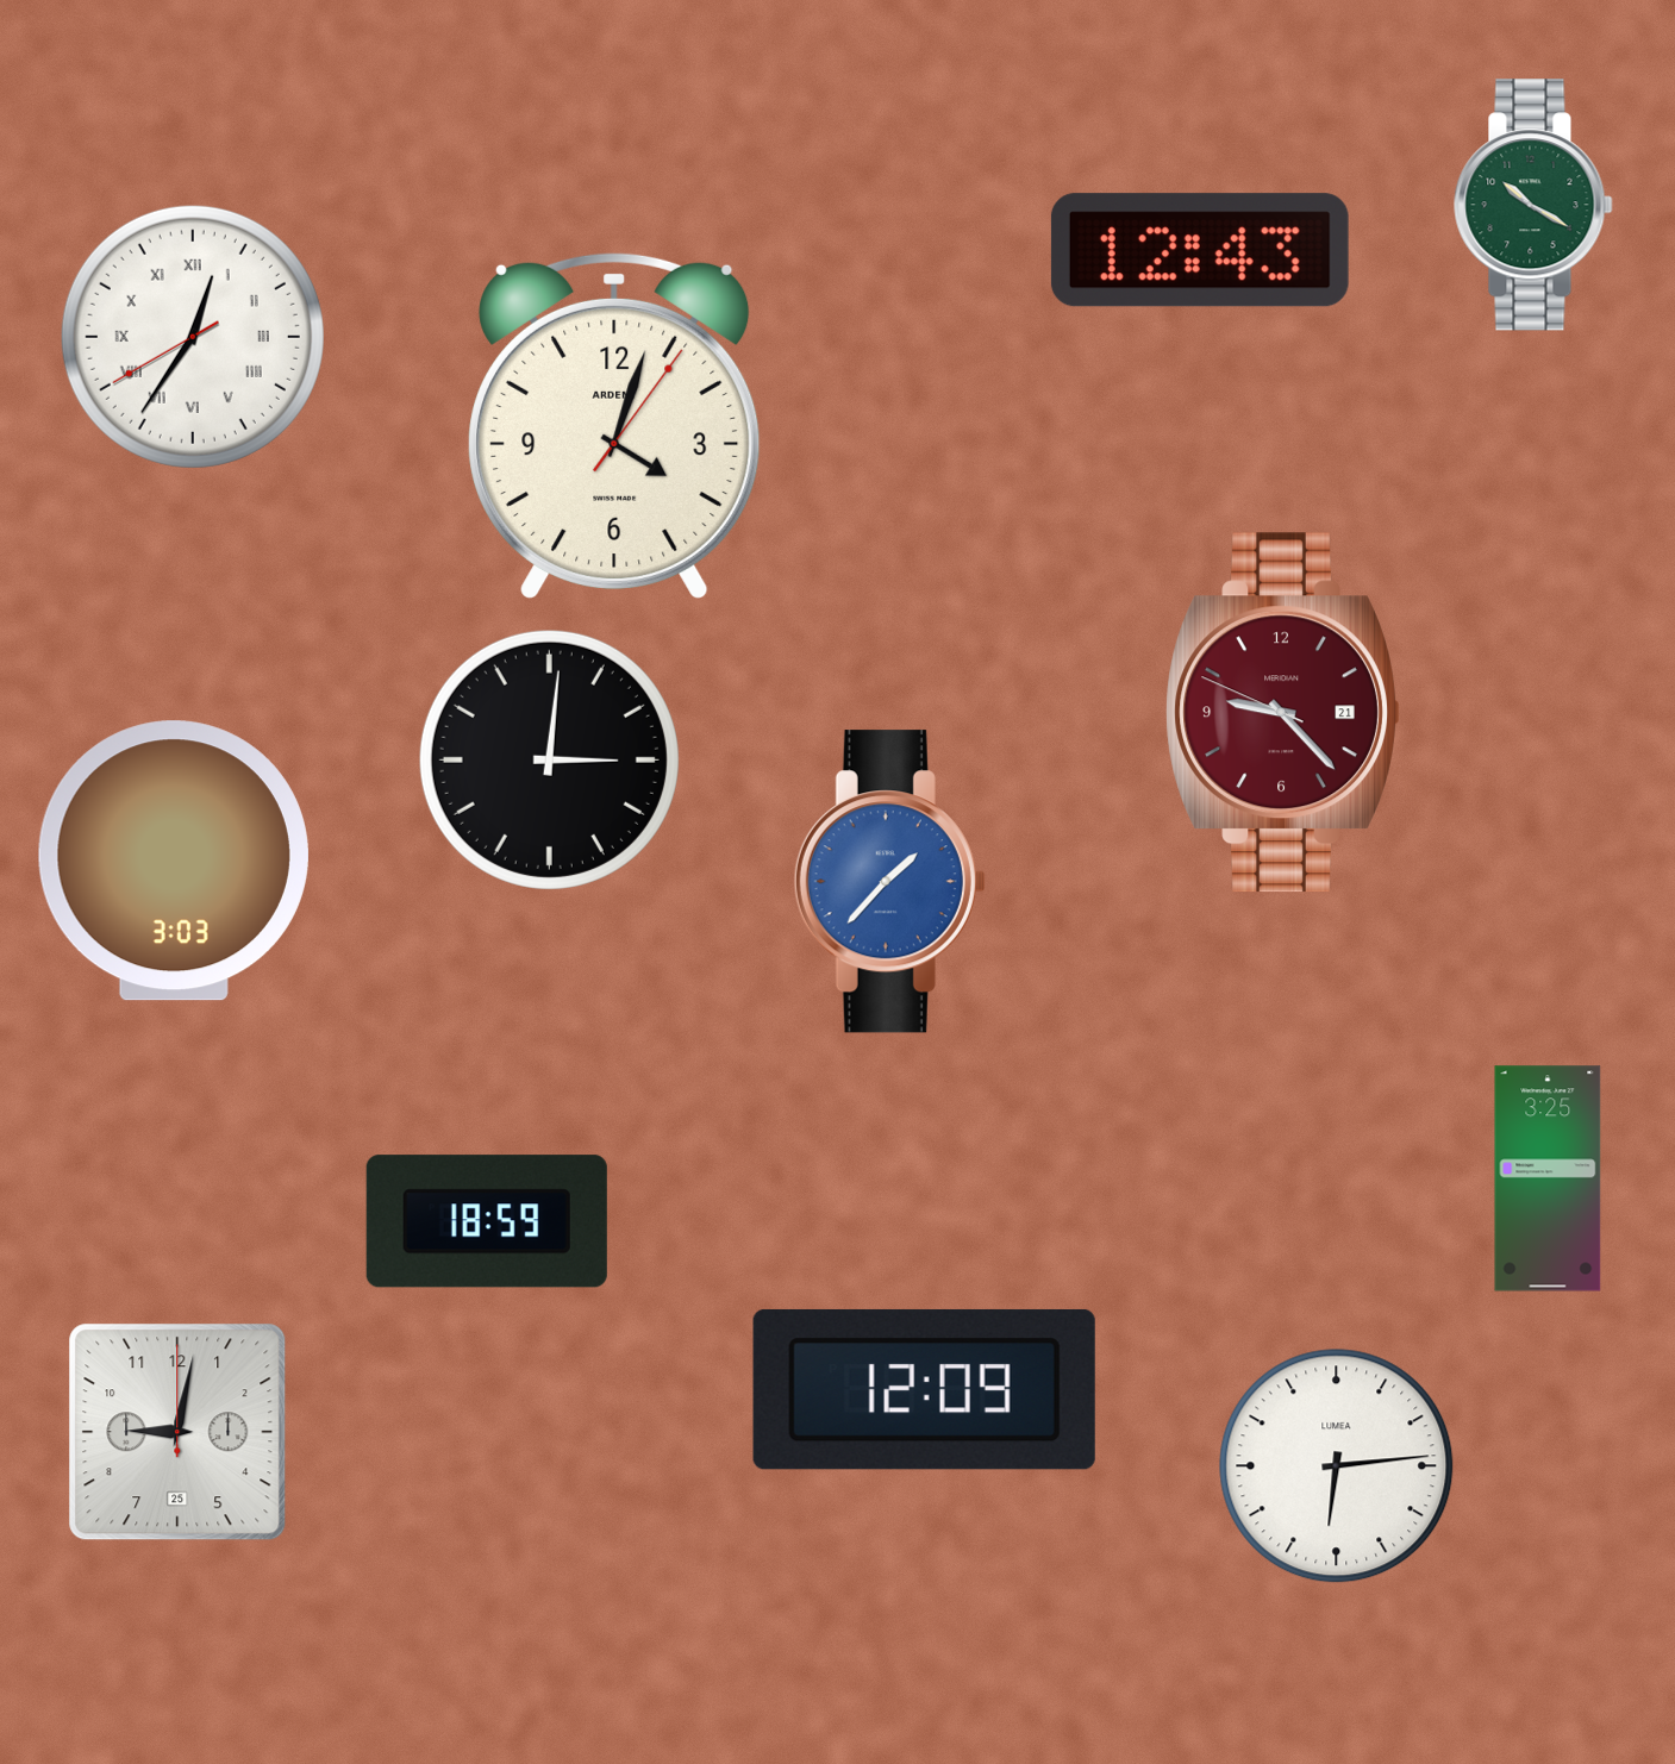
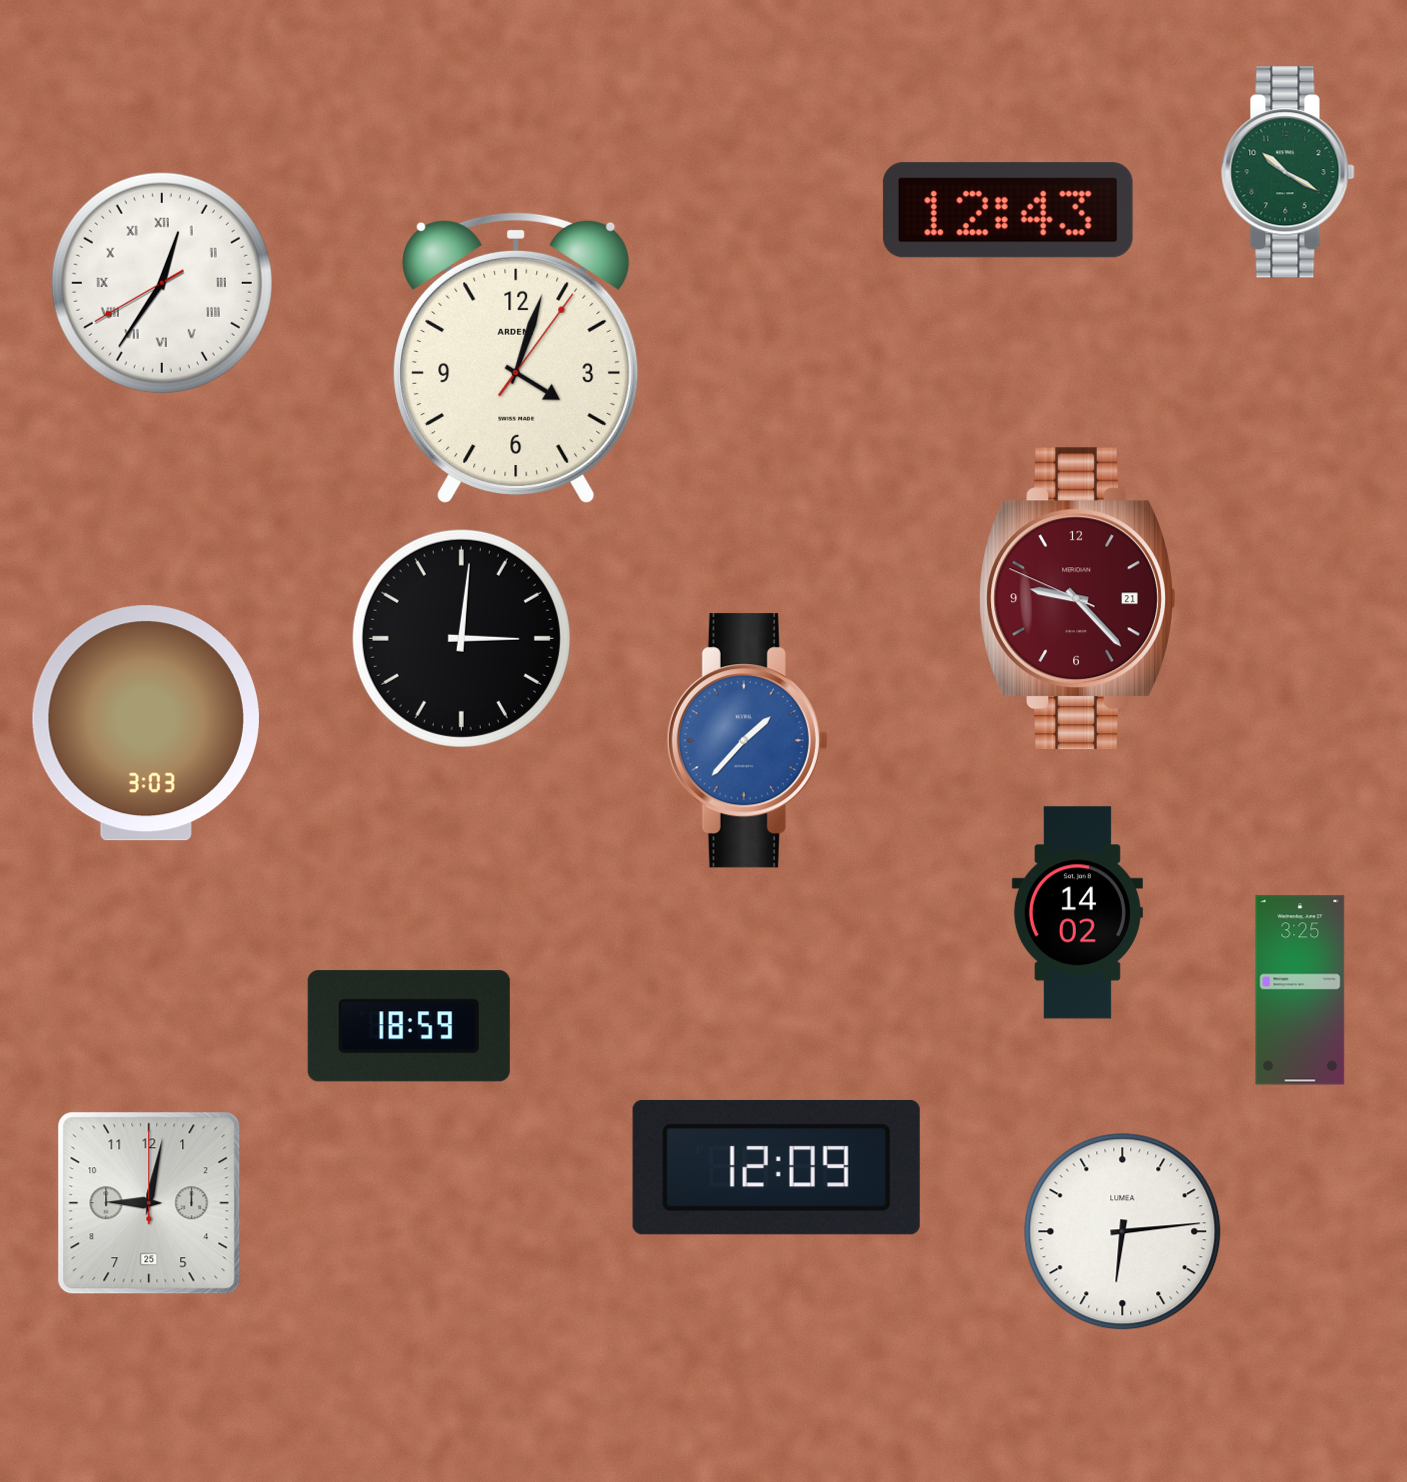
clock at (1077, 913): none -> 14:02
